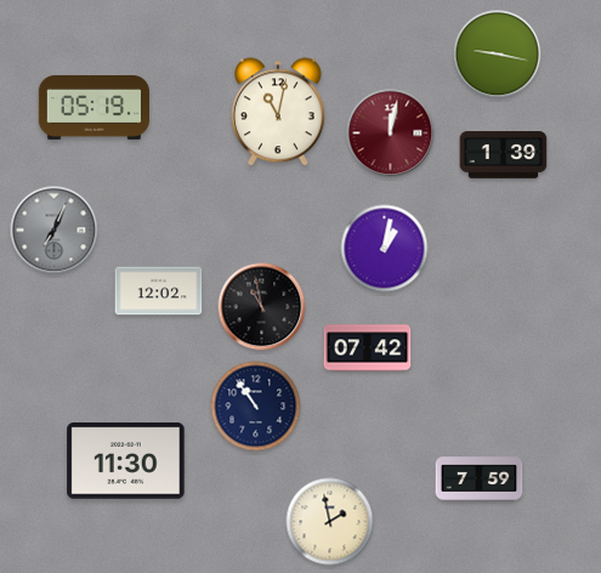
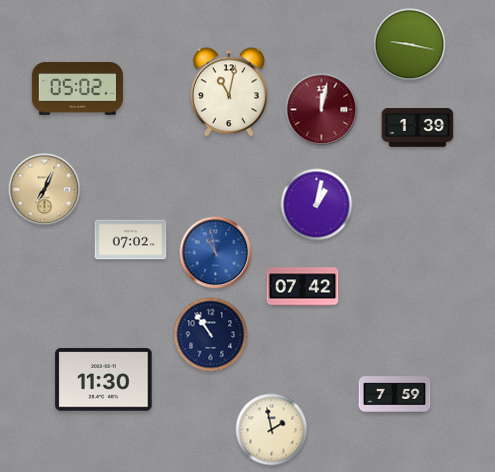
clock at (93, 108): 05:19 -> 05:02
clock at (504, 155) position: (504, 155) -> (418, 128)
clock at (55, 231) dial: grey -> champagne
clock at (159, 291): 12:02 -> 07:02
clock at (262, 307) dial: black -> blue
